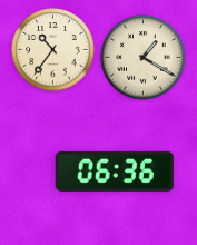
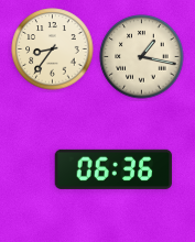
clock at (53, 50): 10:36 -> 8:36
clock at (144, 58): 1:20 -> 1:17
